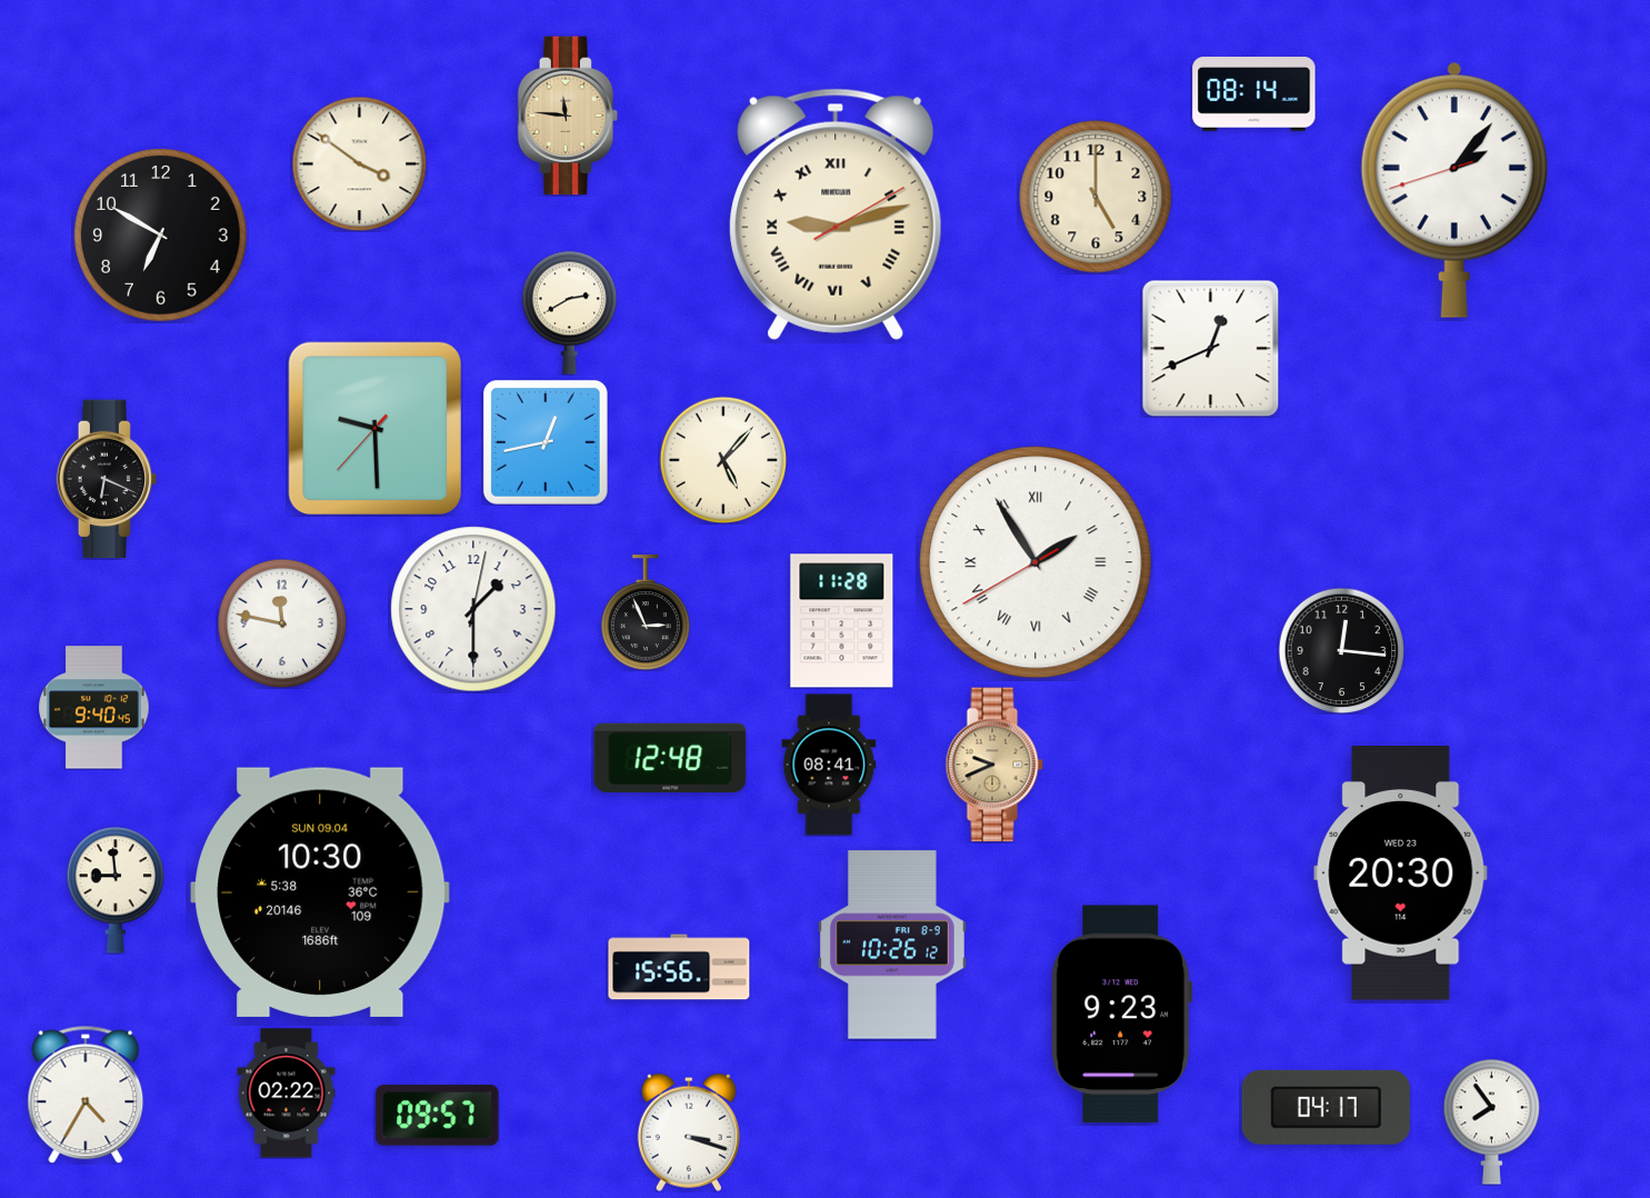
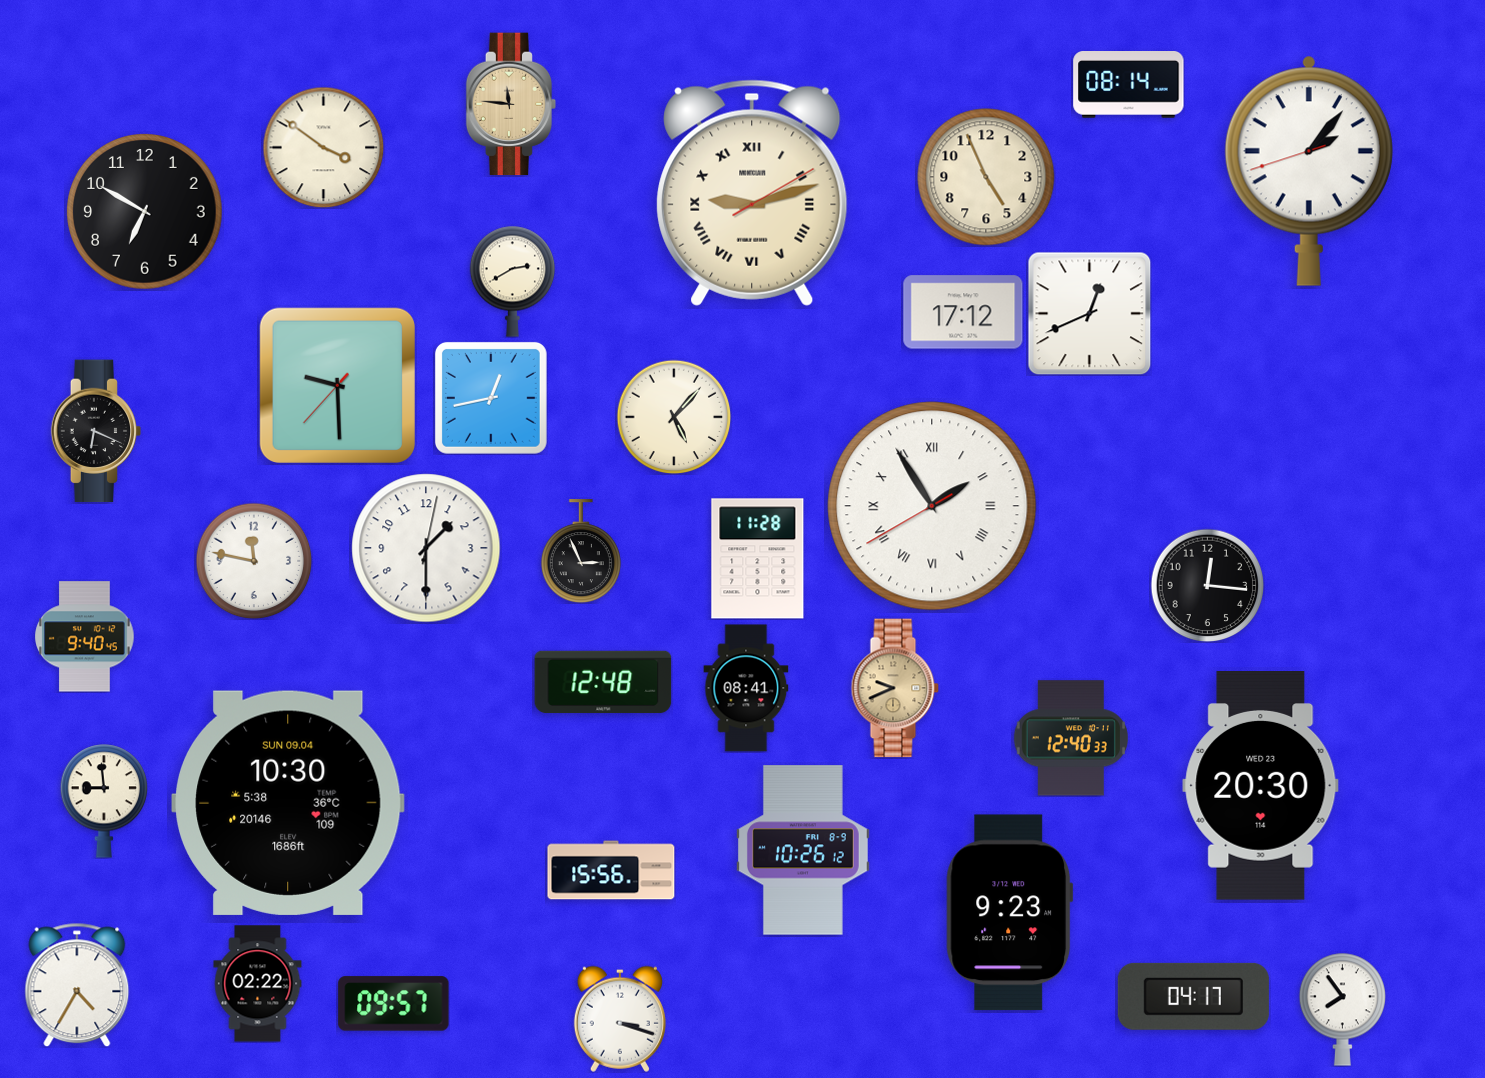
clock at (1096, 197): 5:00 -> 4:56
clock at (963, 312): none -> 17:12
clock at (723, 460) position: (723, 460) -> (674, 417)
clock at (1071, 738): none -> 12:40
